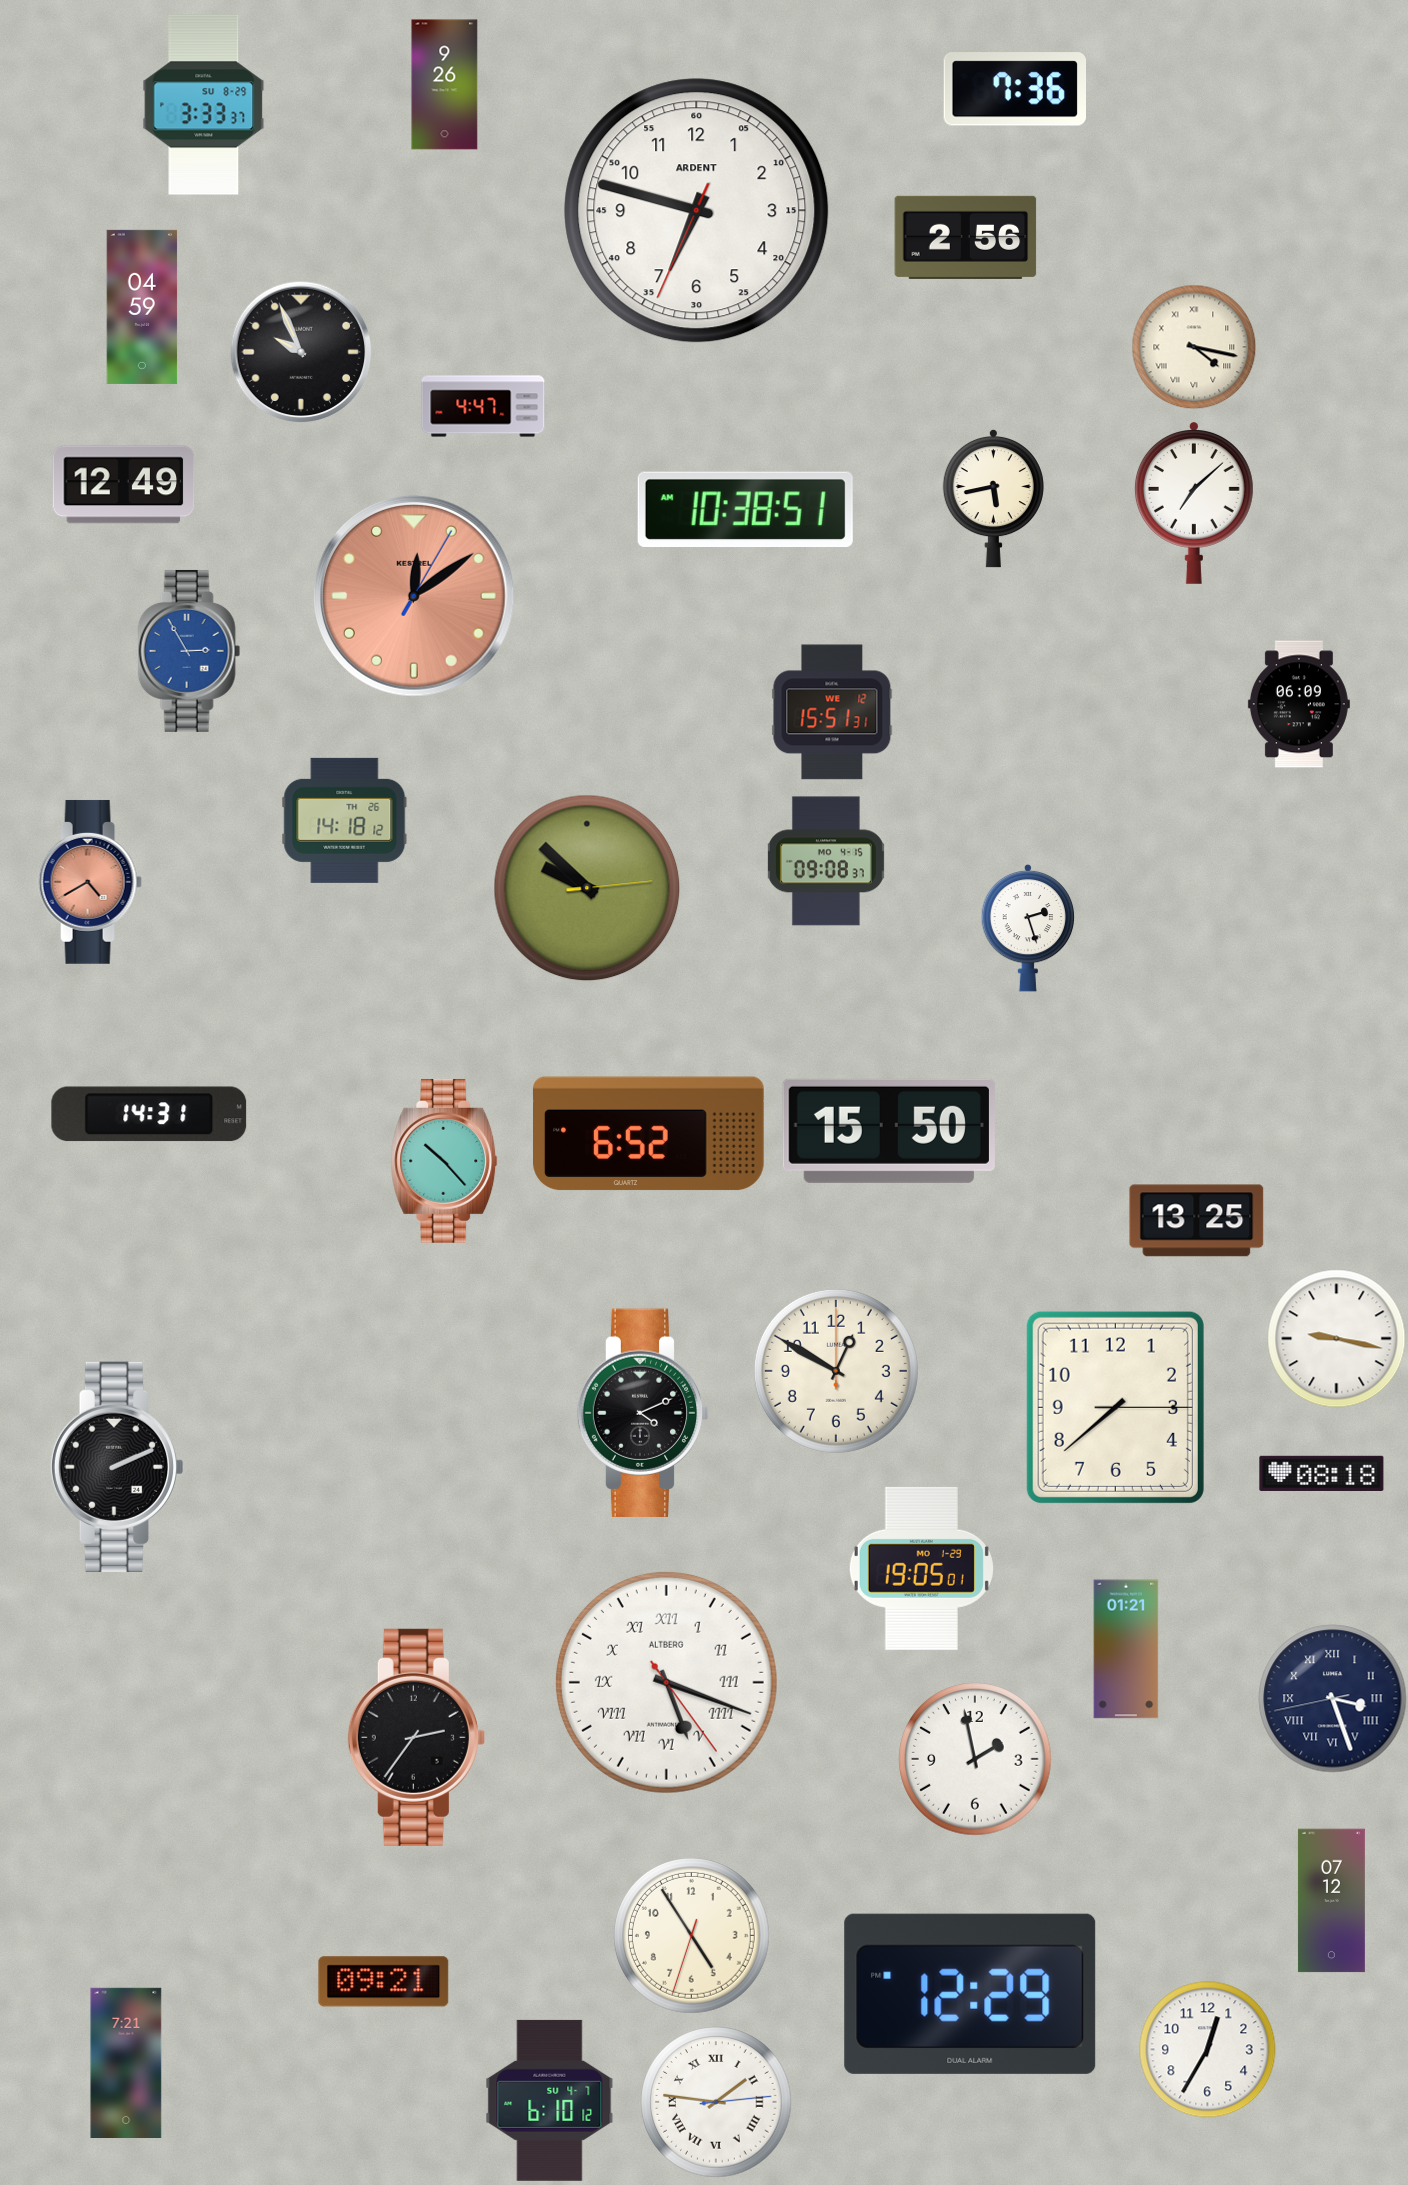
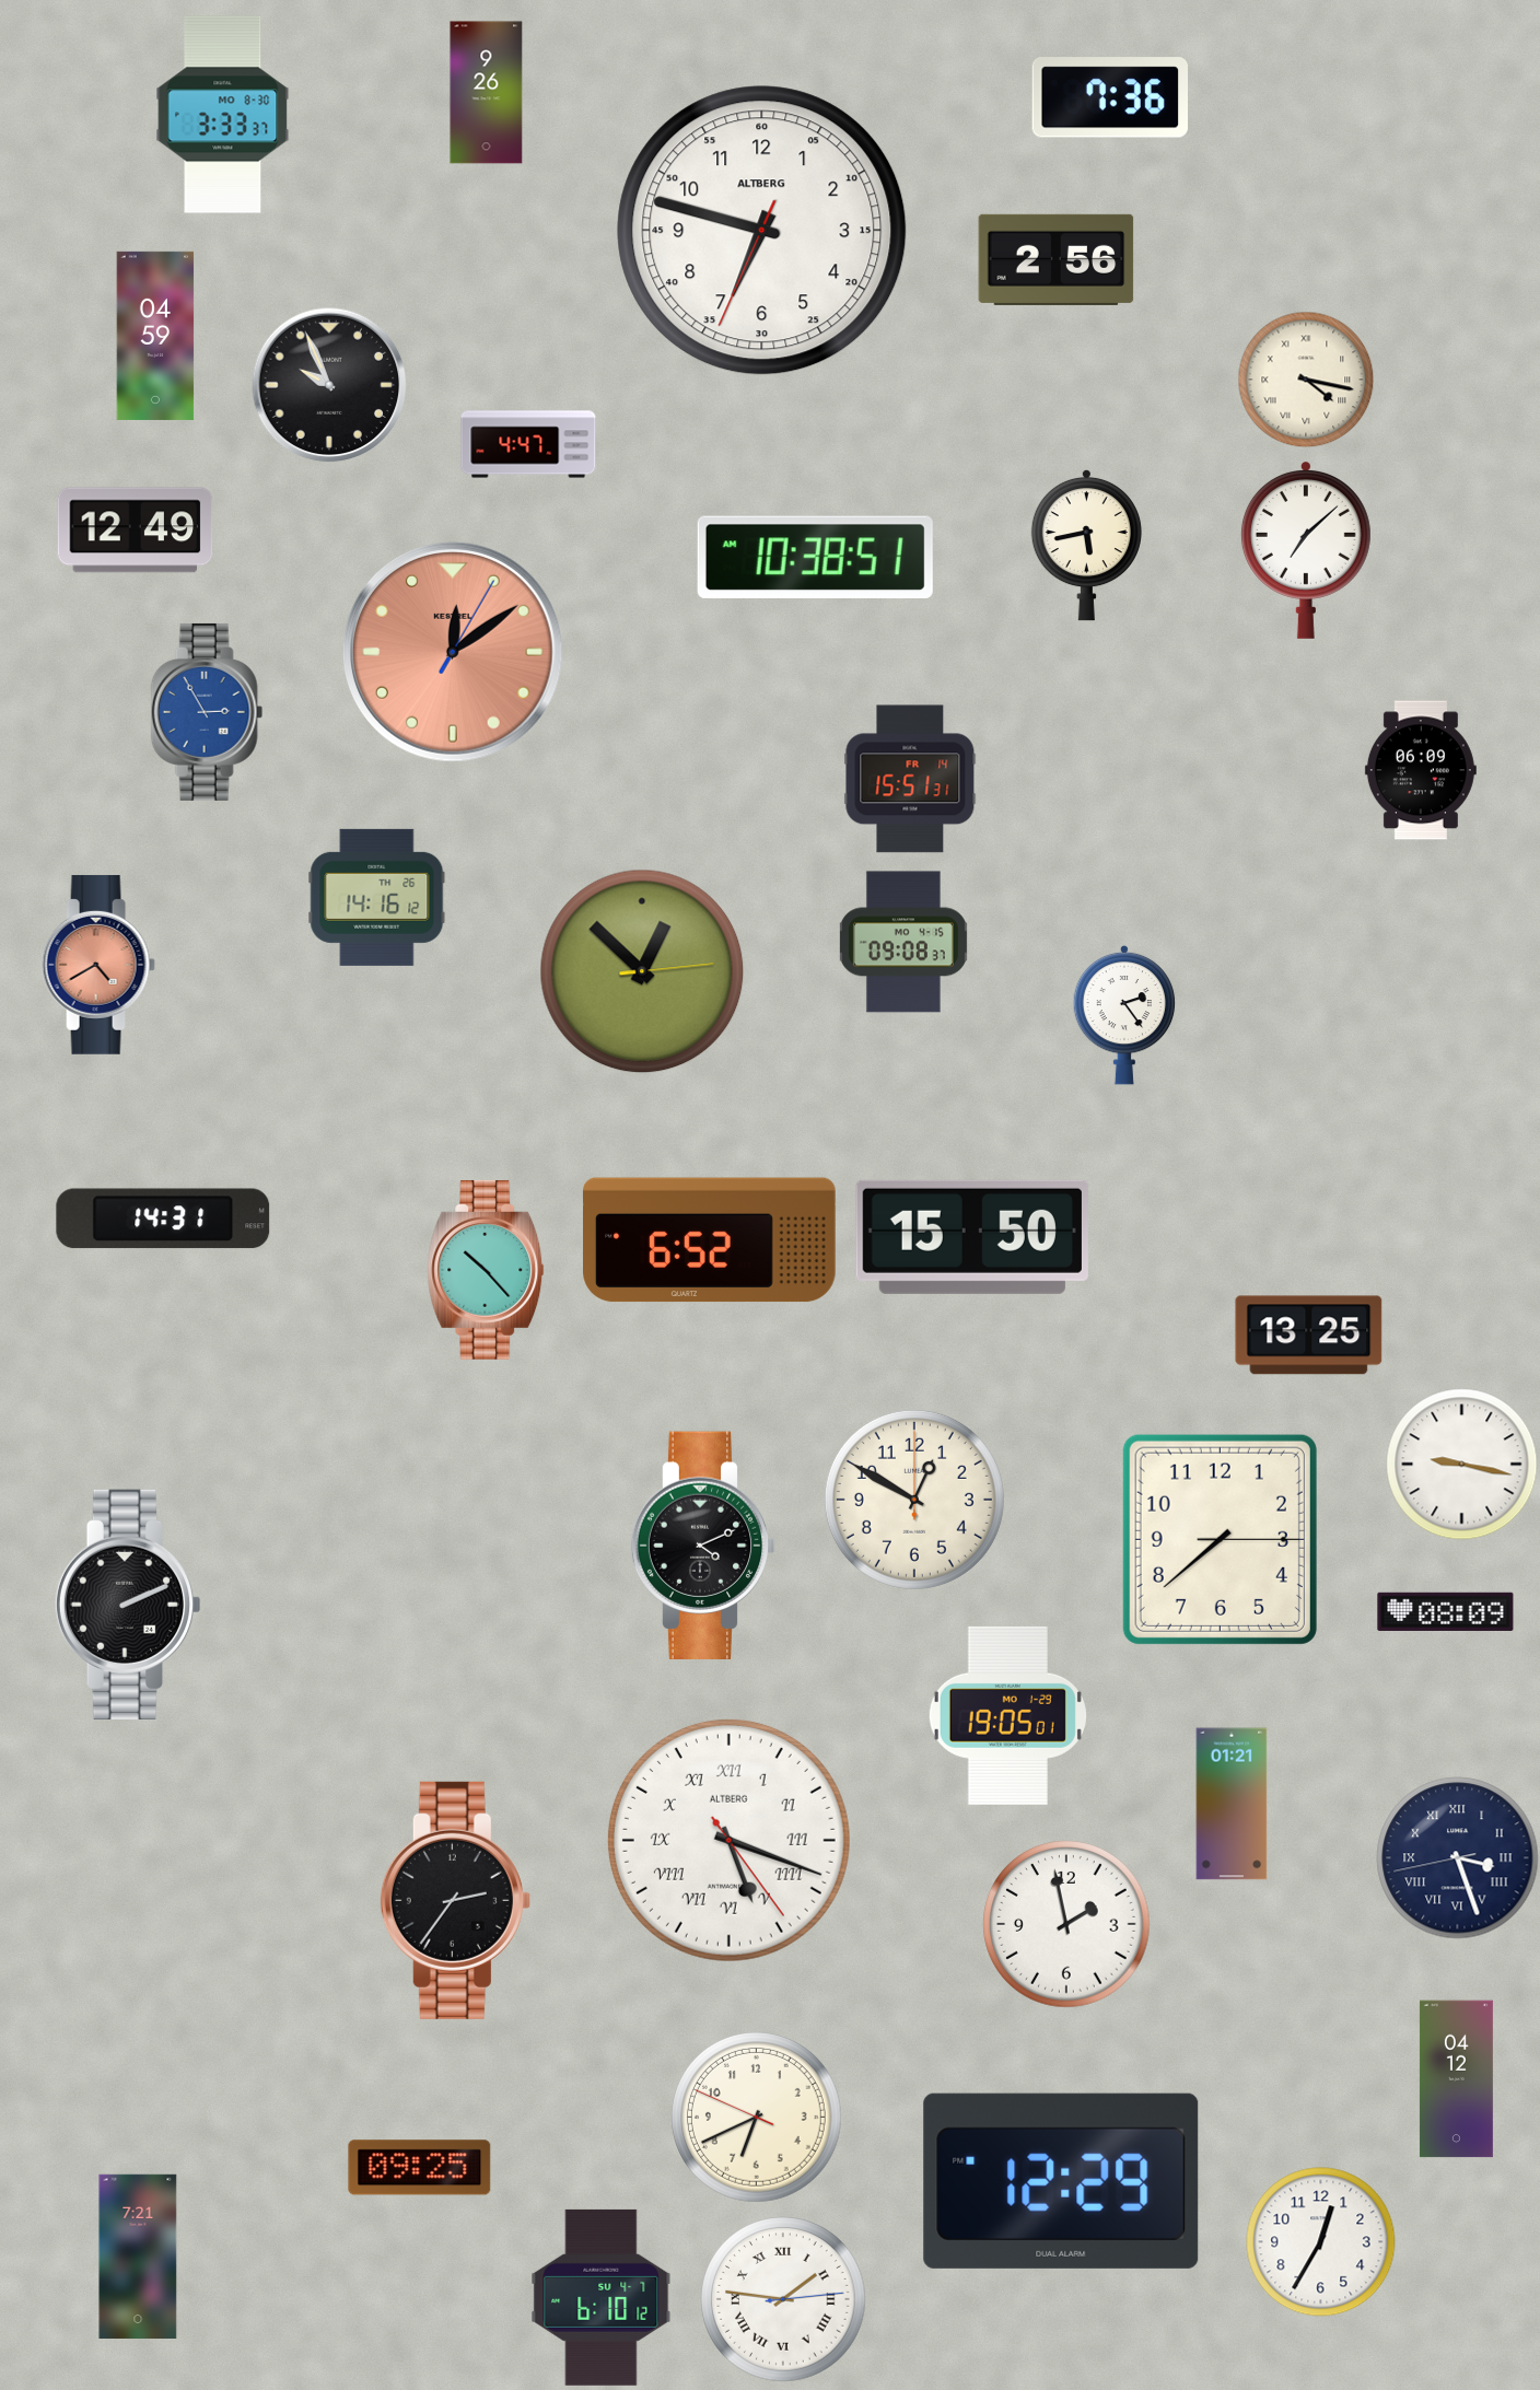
clock at (204, 105) date: SU 8-29 -> MO 8-30
clock at (697, 211) brand: ARDENT -> ALTBERG
clock at (832, 712) date: WE 12 -> FR 14
clock at (345, 820): 14:18 -> 14:16
clock at (587, 888): 9:52 -> 12:52
clock at (1028, 928): 2:27 -> 2:24
clock at (1322, 1473): 08:18 -> 08:09
clock at (1331, 1901): 07:12 -> 04:12
clock at (691, 1935): 4:54 -> 6:40
clock at (384, 1982): 09:21 -> 09:25
